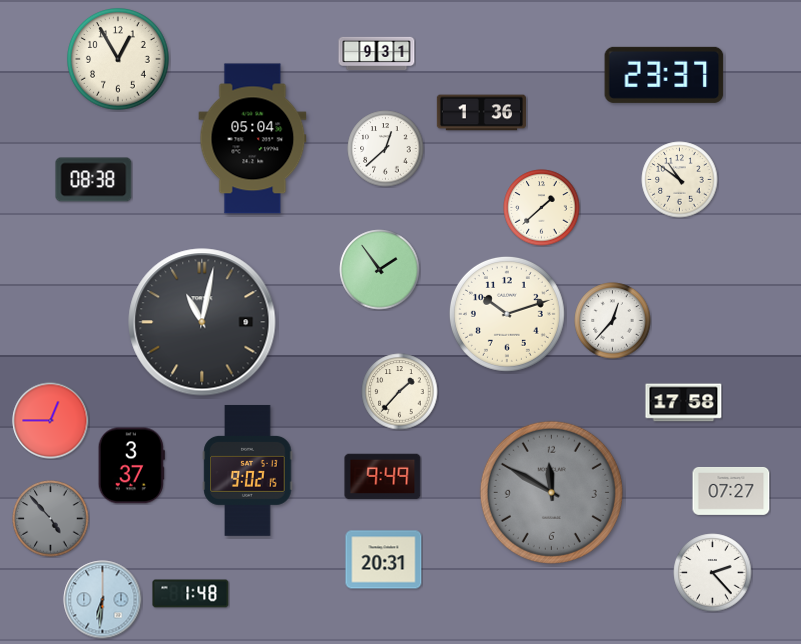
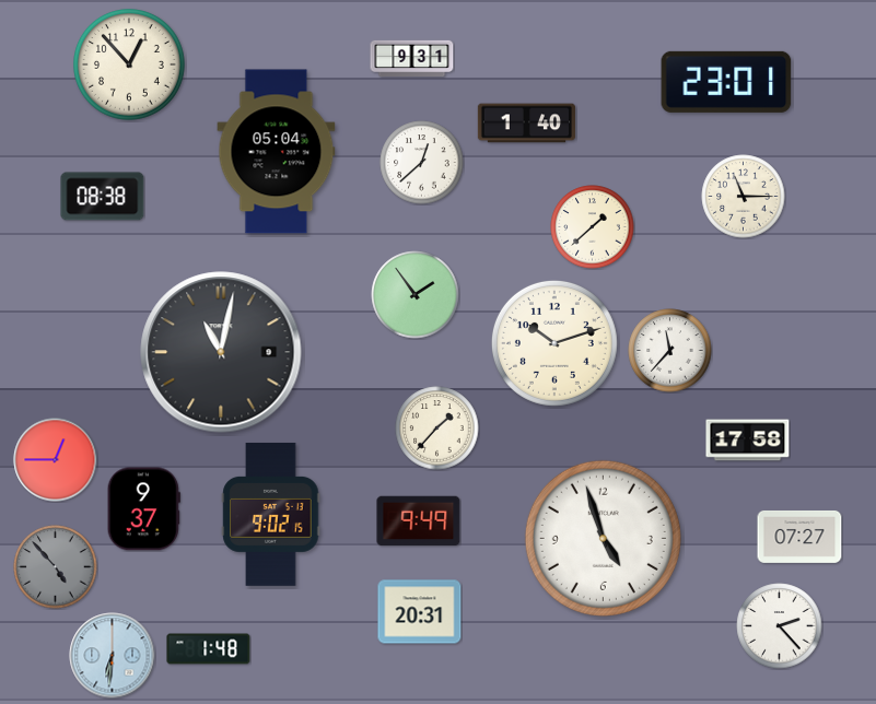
clock at (119, 60): 12:55 -> 12:53
clock at (664, 75): 23:37 -> 23:01
clock at (481, 113): 1:36 -> 1:40
clock at (680, 180): 10:51 -> 11:15
clock at (613, 321): 12:37 -> 11:37
clock at (131, 466): 3:37 -> 9:37
clock at (551, 492): 11:50 -> 4:57
clock at (551, 492) dial: grey -> white
